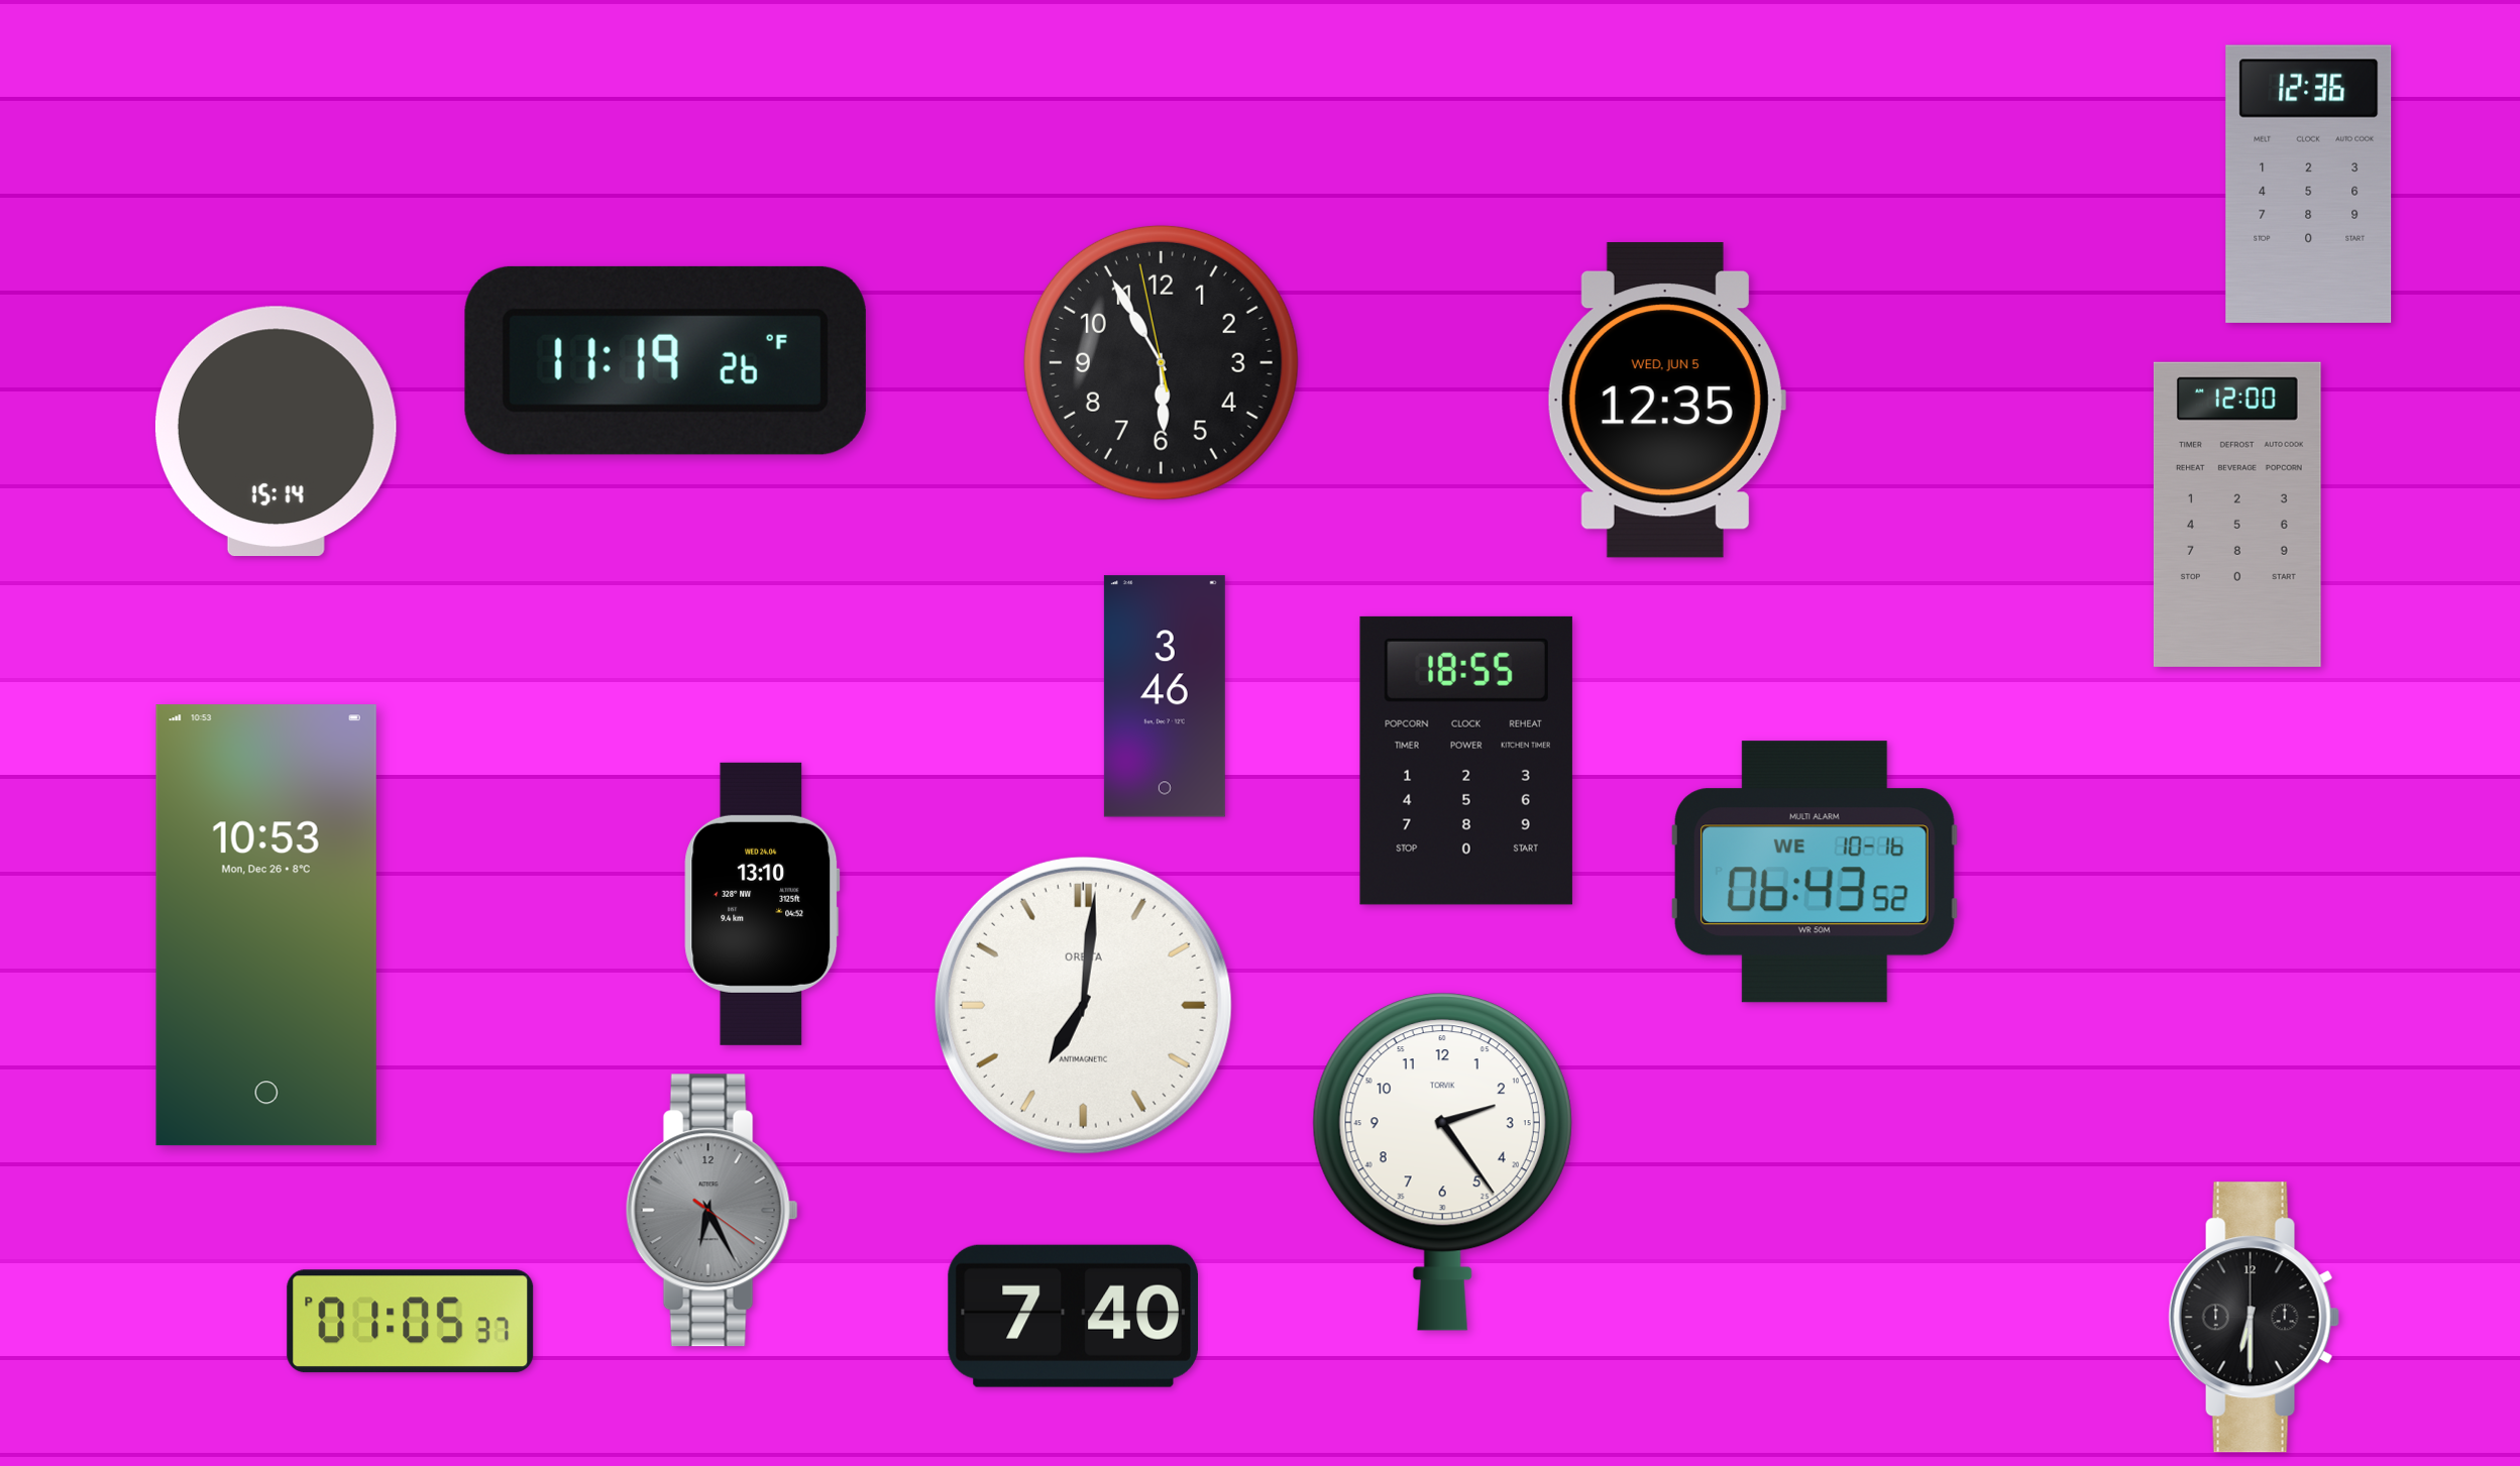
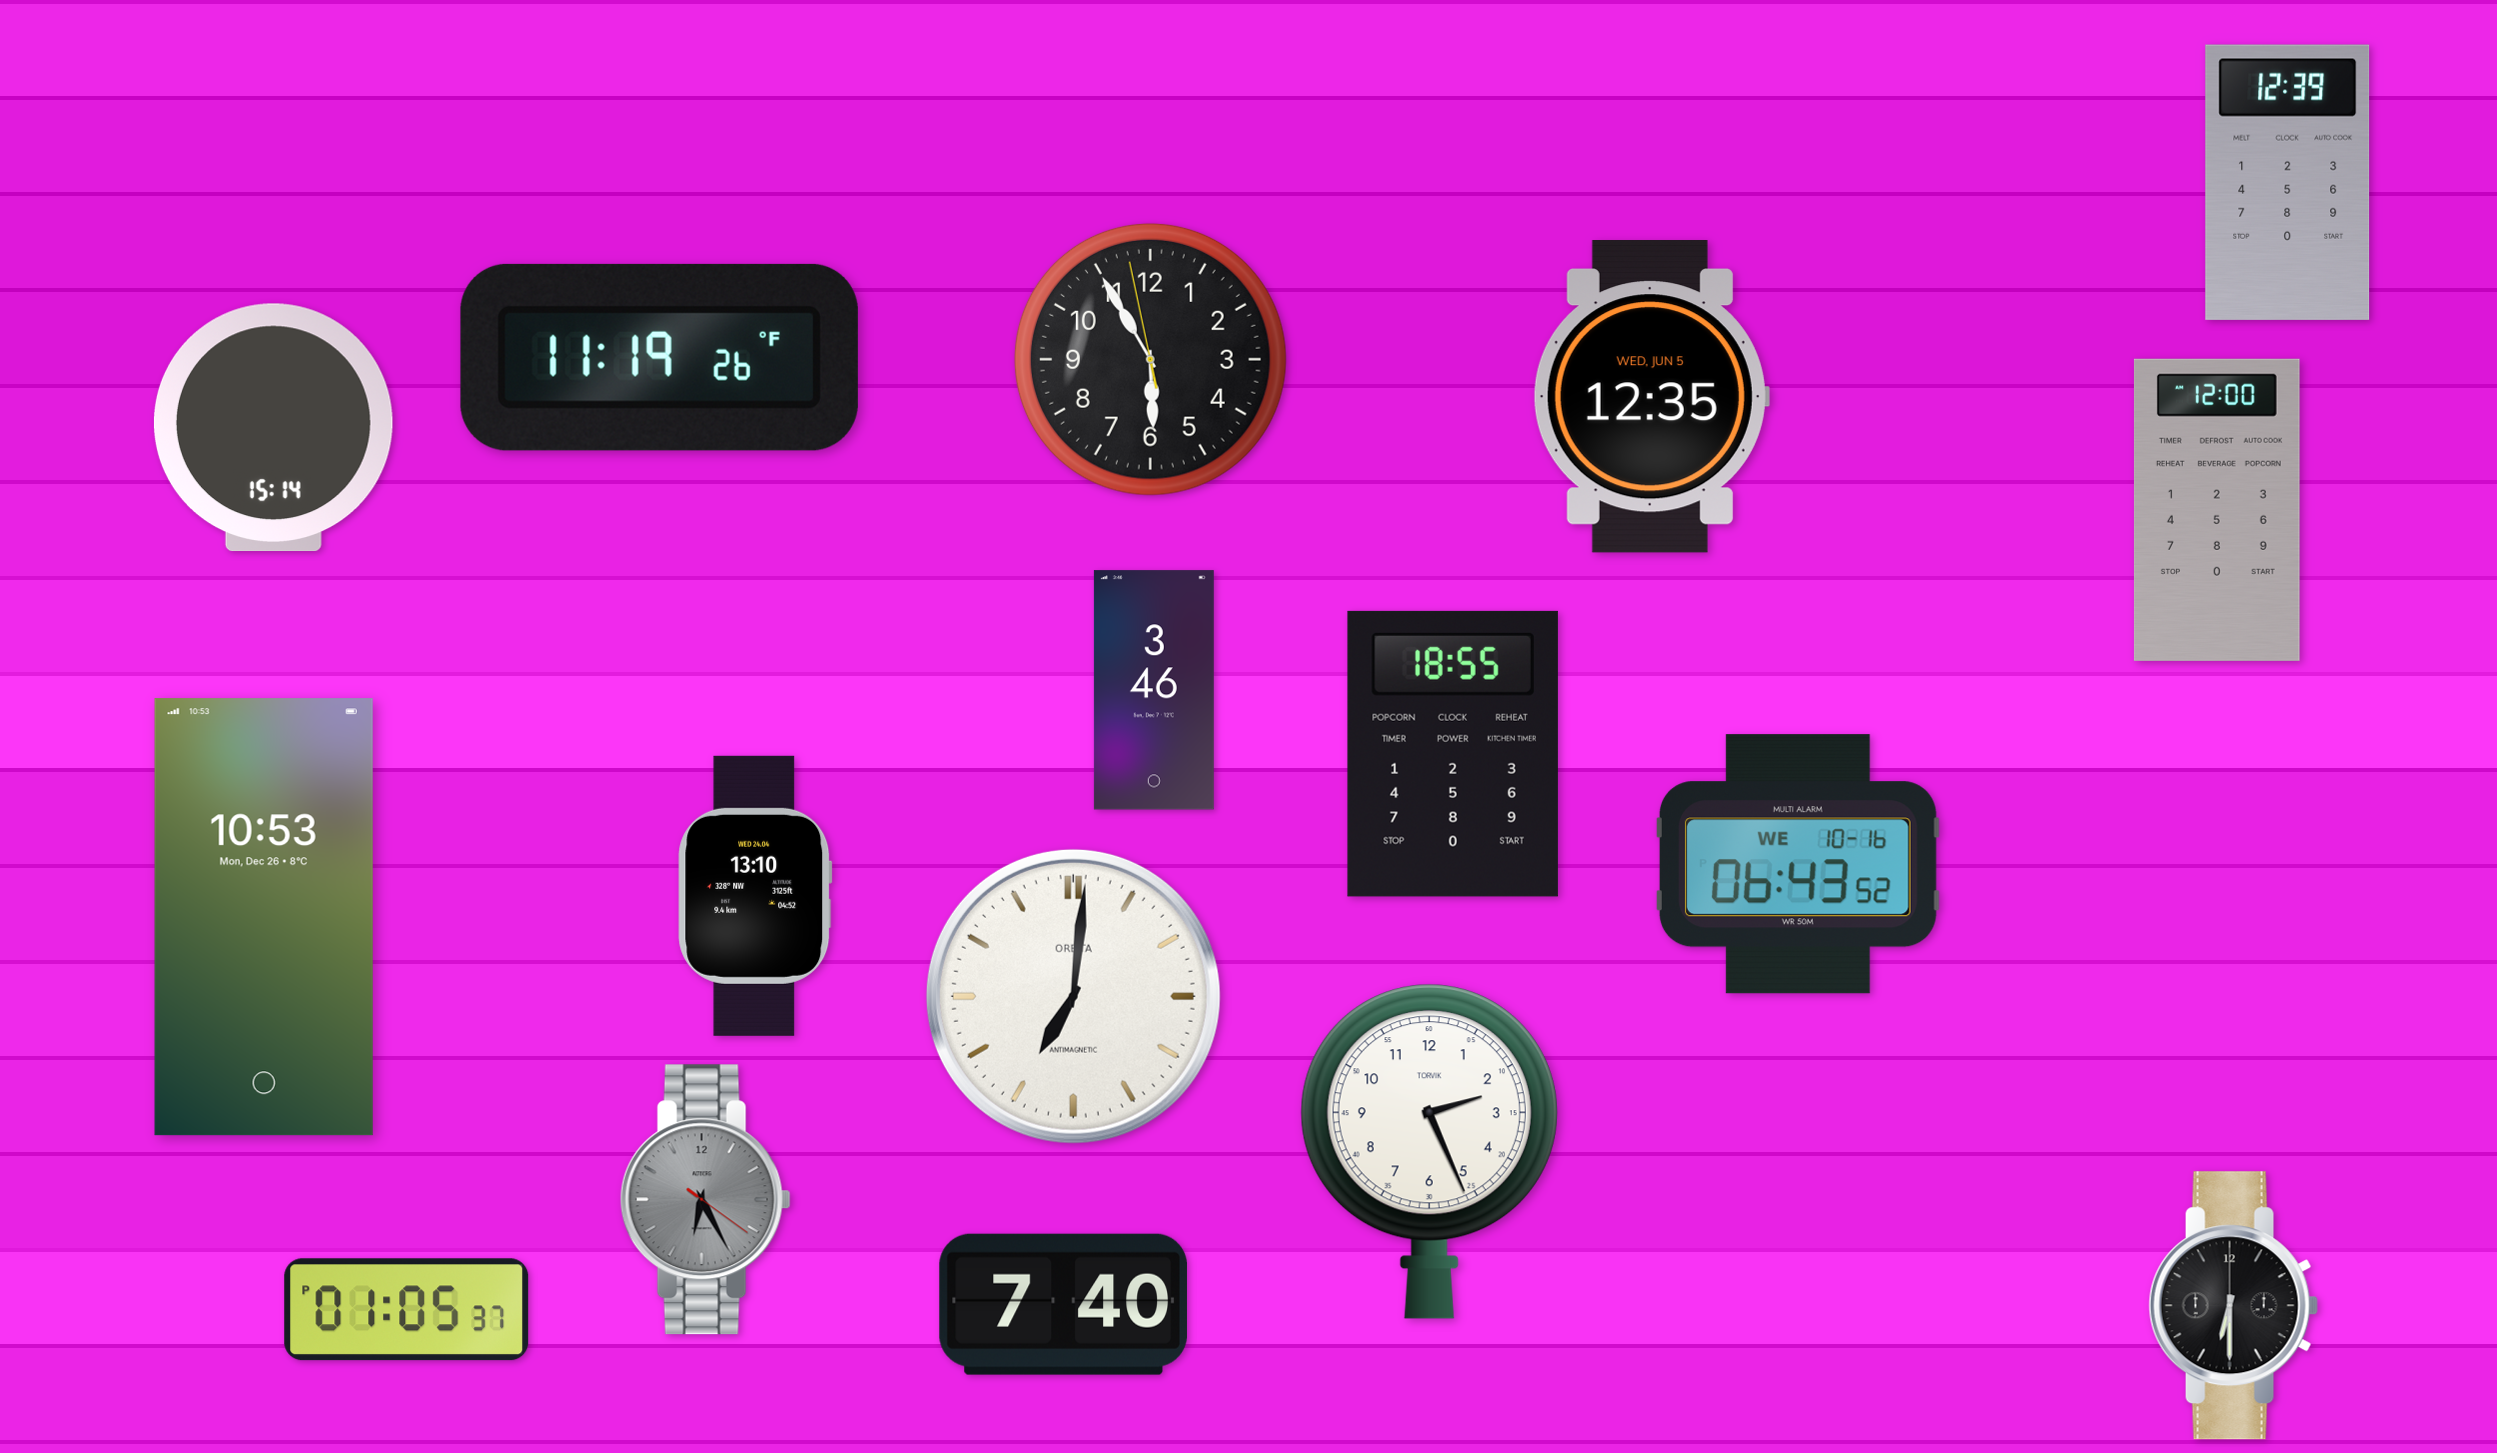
clock at (2309, 184): 12:36 -> 12:39
clock at (1442, 1161): 2:24 -> 2:26
